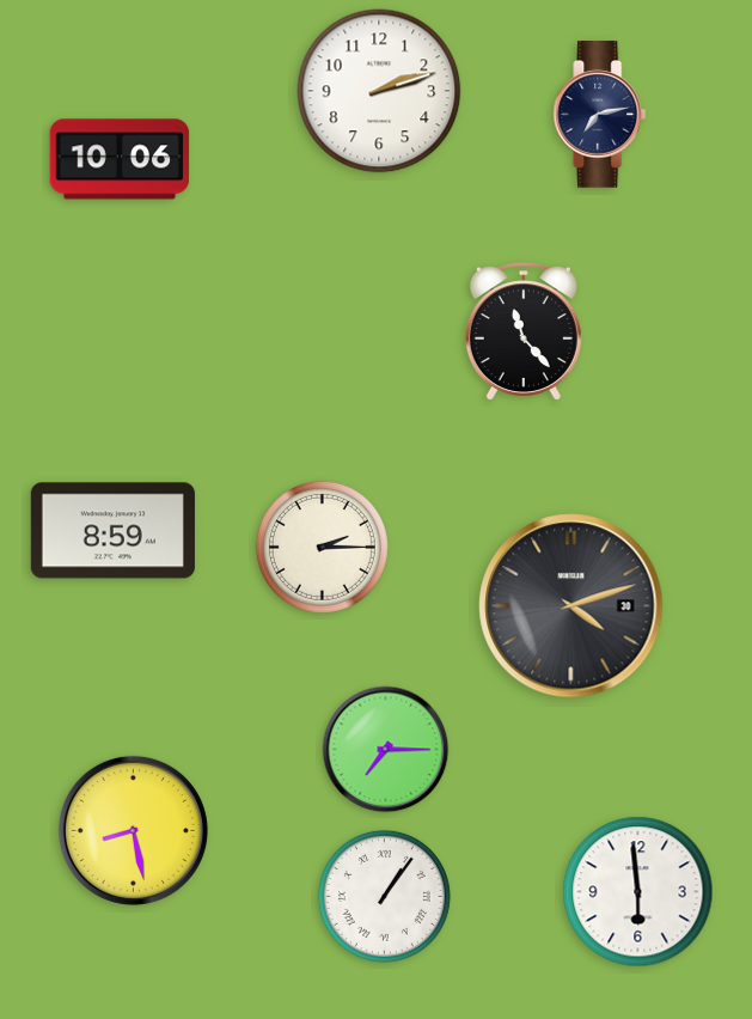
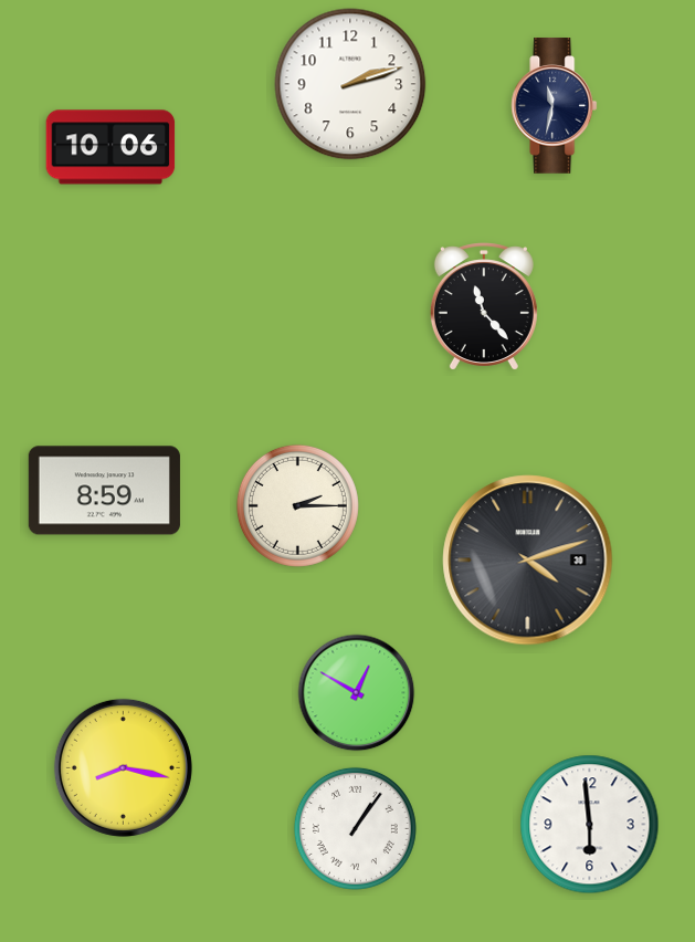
clock at (600, 115): 7:13 -> 11:32
clock at (386, 750): 7:15 -> 12:50
clock at (133, 830): 8:28 -> 8:17
